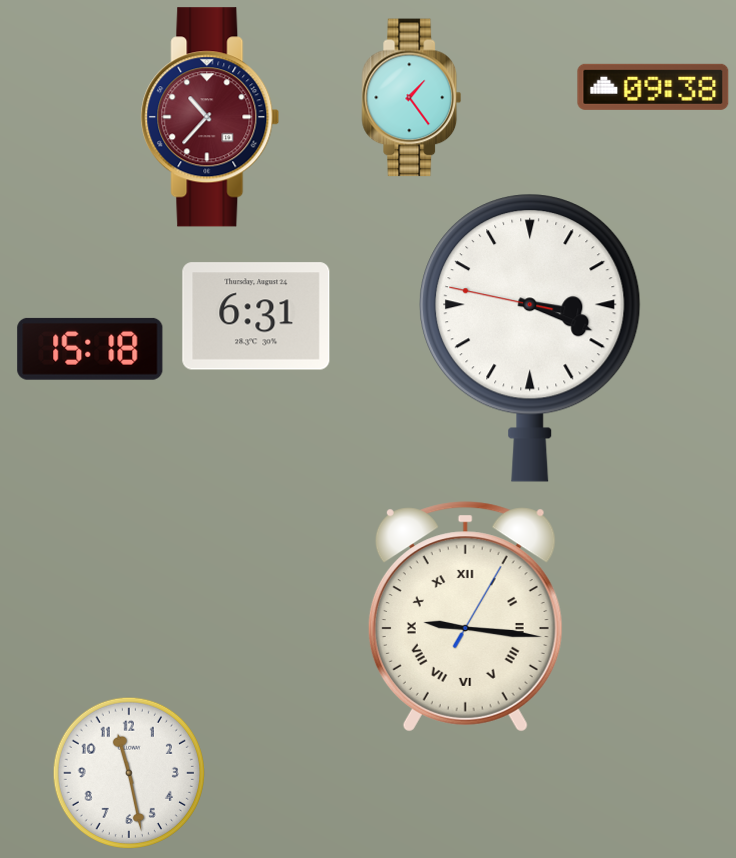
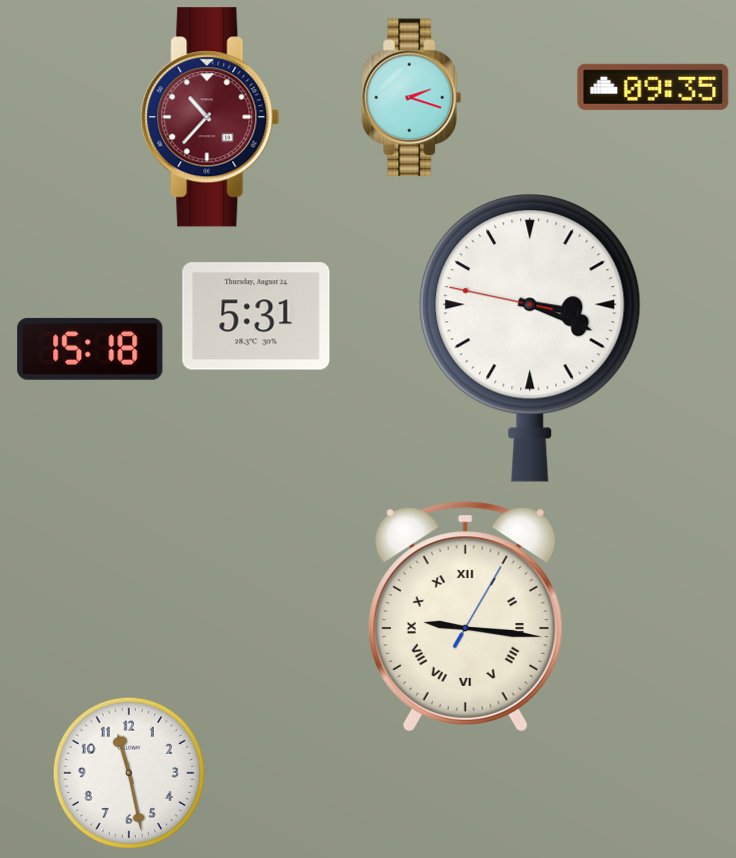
clock at (653, 87): 09:38 -> 09:35
clock at (412, 98): 1:24 -> 2:18
clock at (256, 316): 6:31 -> 5:31
